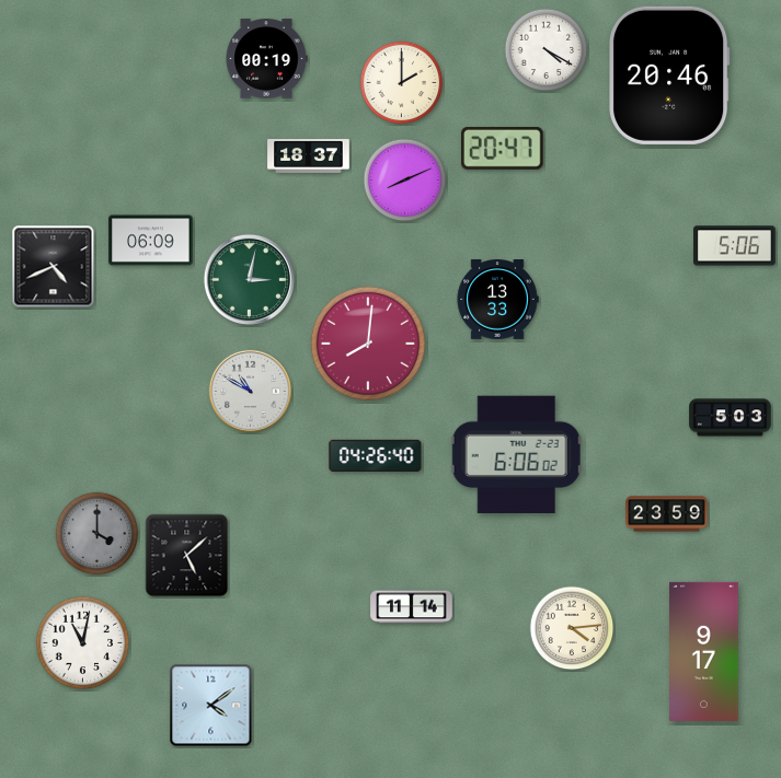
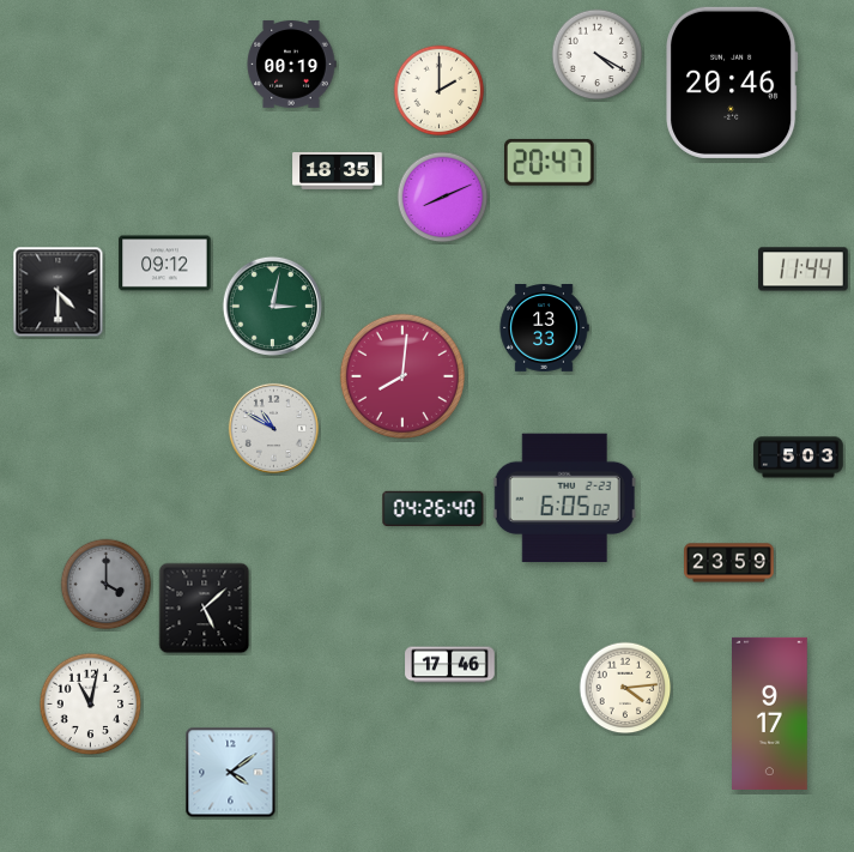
clock at (309, 155): 18:37 -> 18:35
clock at (151, 241): 06:09 -> 09:12
clock at (735, 246): 5:06 -> 11:44
clock at (54, 267): 4:41 -> 4:30
clock at (516, 455): 6:06 -> 6:05
clock at (376, 456) position: (376, 456) -> (434, 509)
clock at (412, 607): 11:14 -> 17:46
